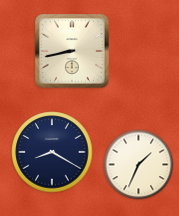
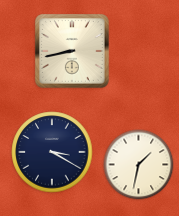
clock at (52, 152): 8:20 -> 3:20
clock at (139, 165): 1:34 -> 1:32
